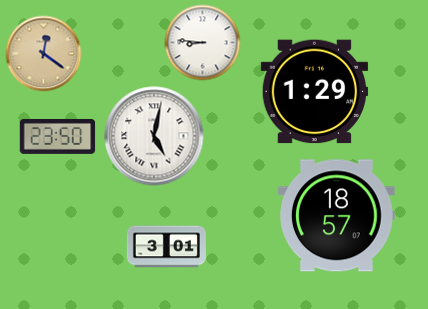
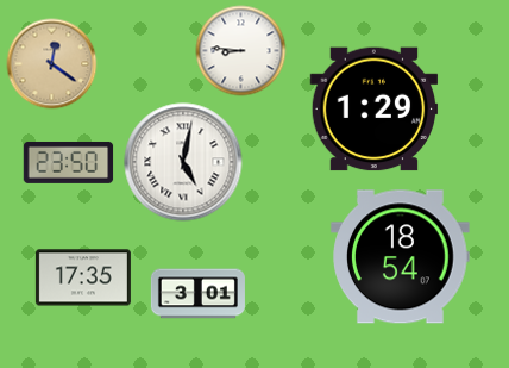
clock at (337, 216): 18:57 -> 18:54
clock at (83, 277): none -> 17:35
